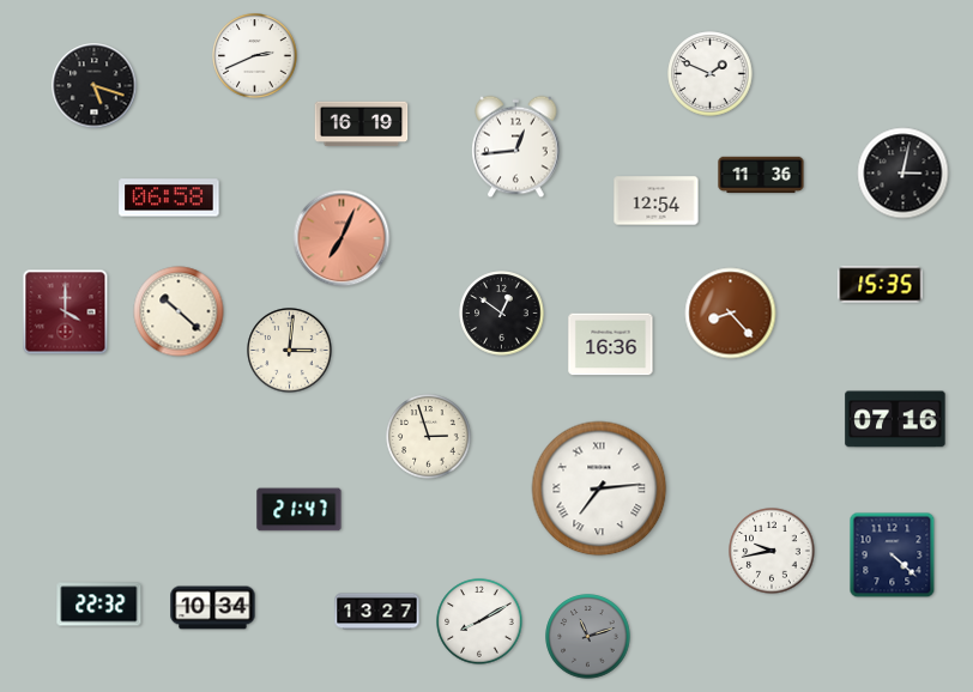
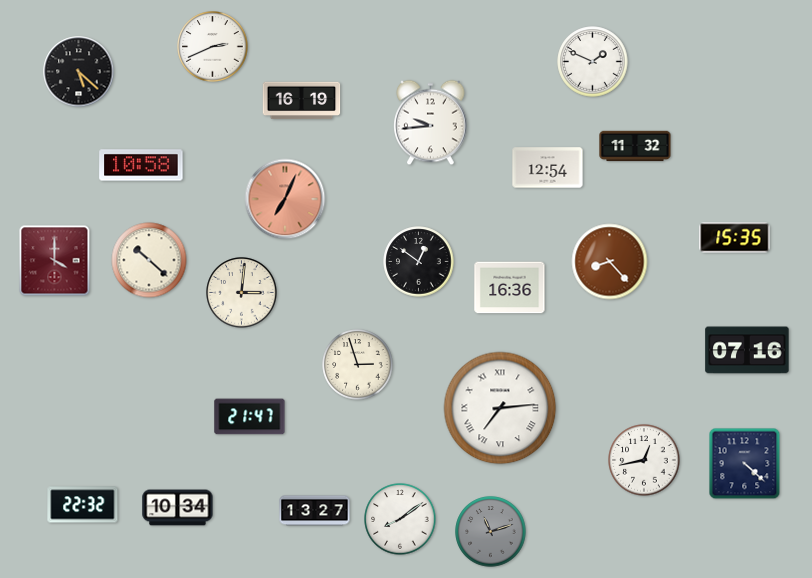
clock at (95, 86): 5:18 -> 5:22
clock at (362, 125) position: (362, 125) -> (302, 101)
clock at (516, 147): 12:44 -> 9:44
clock at (903, 174): 3:02 -> none
clock at (761, 175): 11:36 -> 11:32
clock at (169, 198): 06:58 -> 10:58
clock at (300, 510) position: (300, 510) -> (250, 417)
clock at (772, 551): 9:43 -> 12:43
clock at (479, 621): 8:10 -> 8:09
